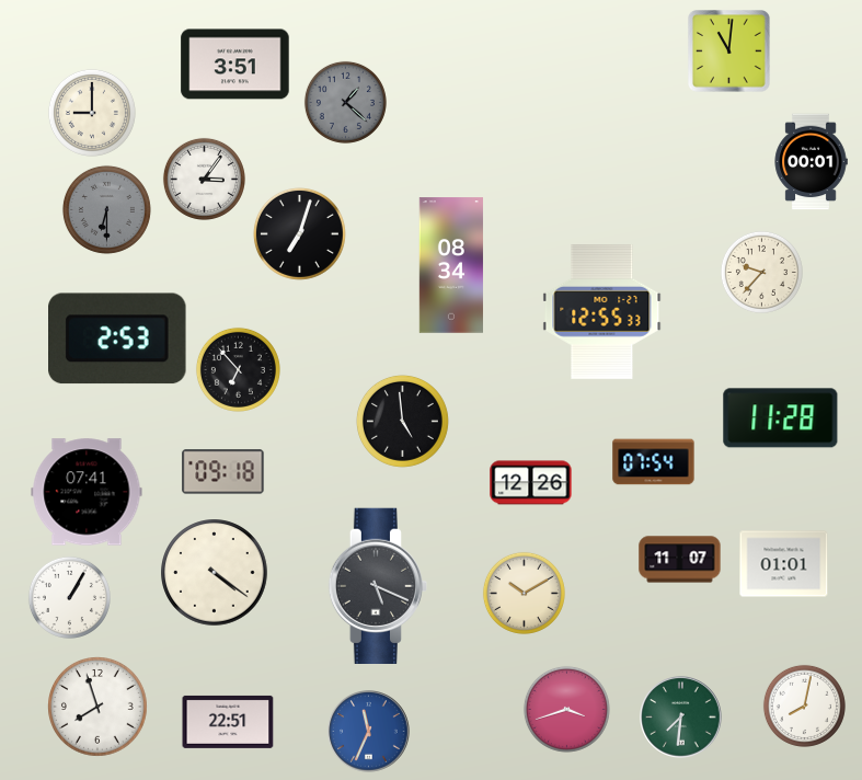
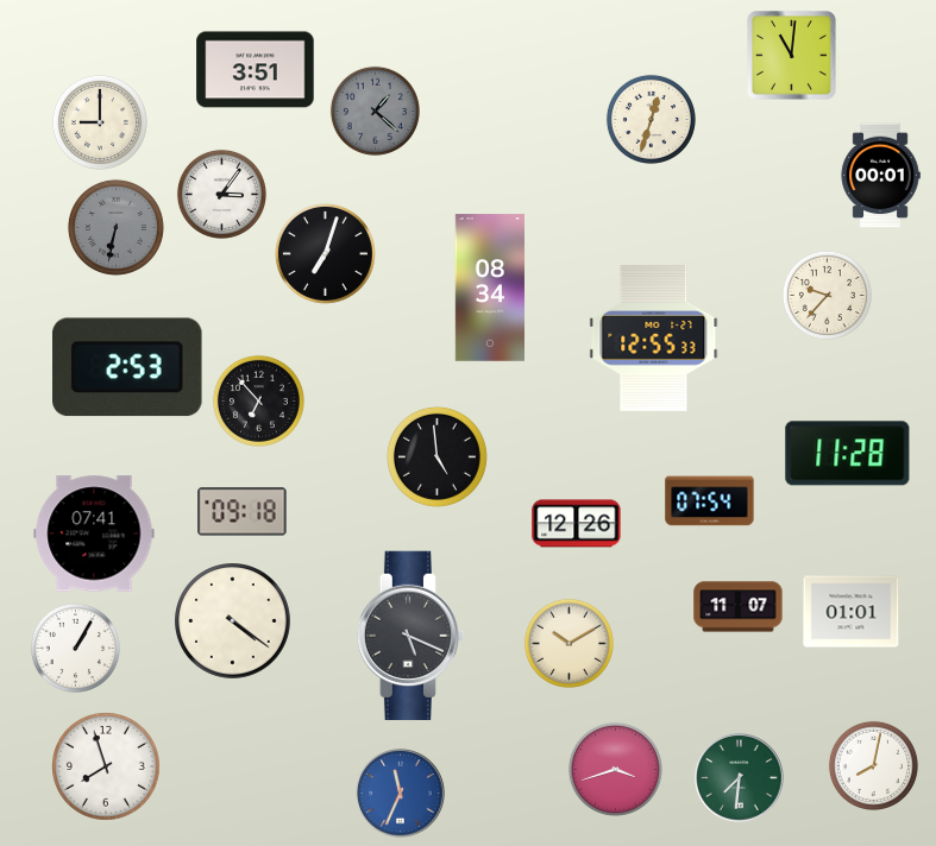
clock at (651, 119): none -> 12:33
clock at (106, 209): 6:30 -> 6:32
clock at (228, 722): 22:51 -> none
